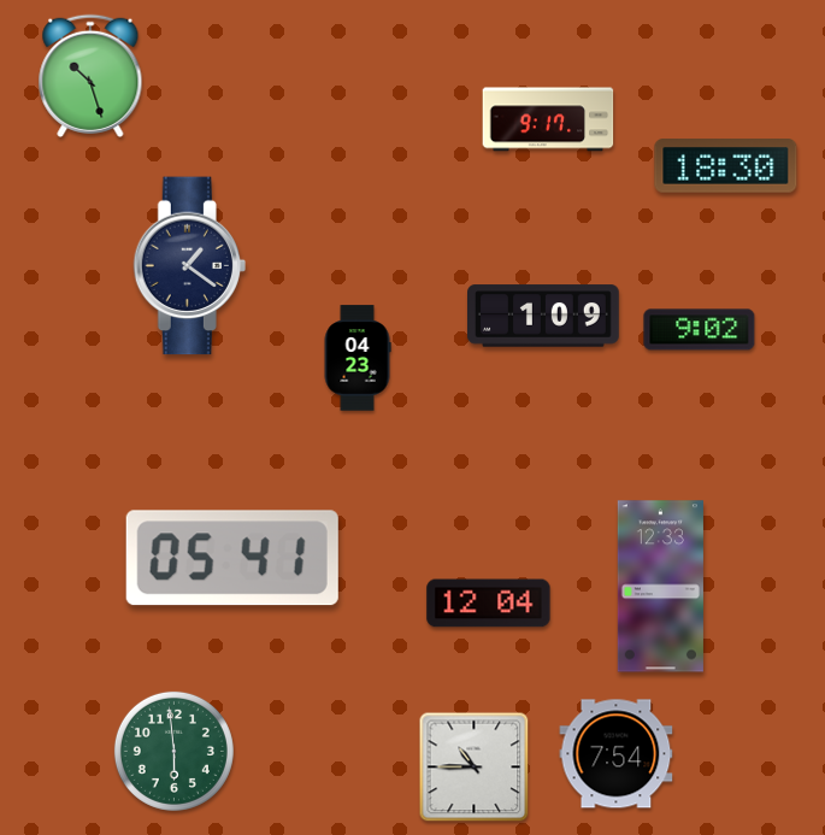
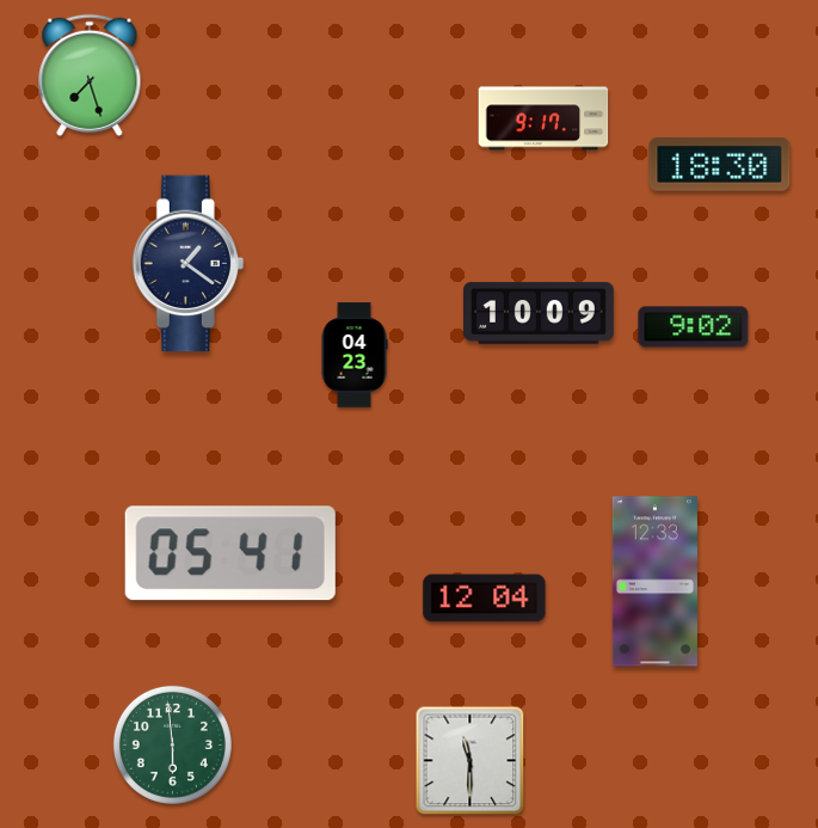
clock at (90, 76): 10:27 -> 7:27
clock at (544, 316): 1:09 -> 10:09
clock at (617, 754): 7:54 -> none
clock at (475, 768): 10:45 -> 11:30
